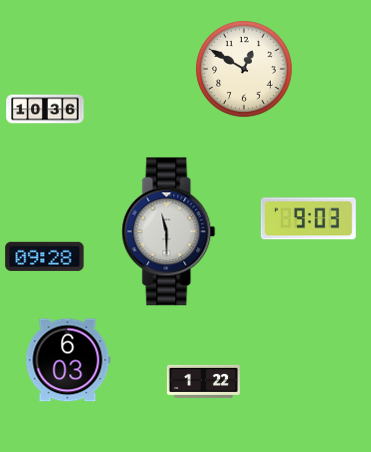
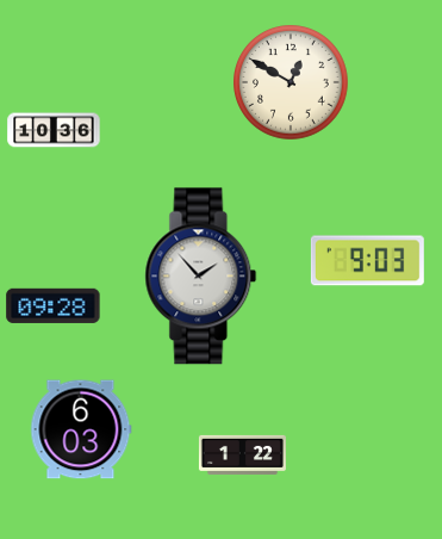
clock at (169, 232): 11:30 -> 1:53
